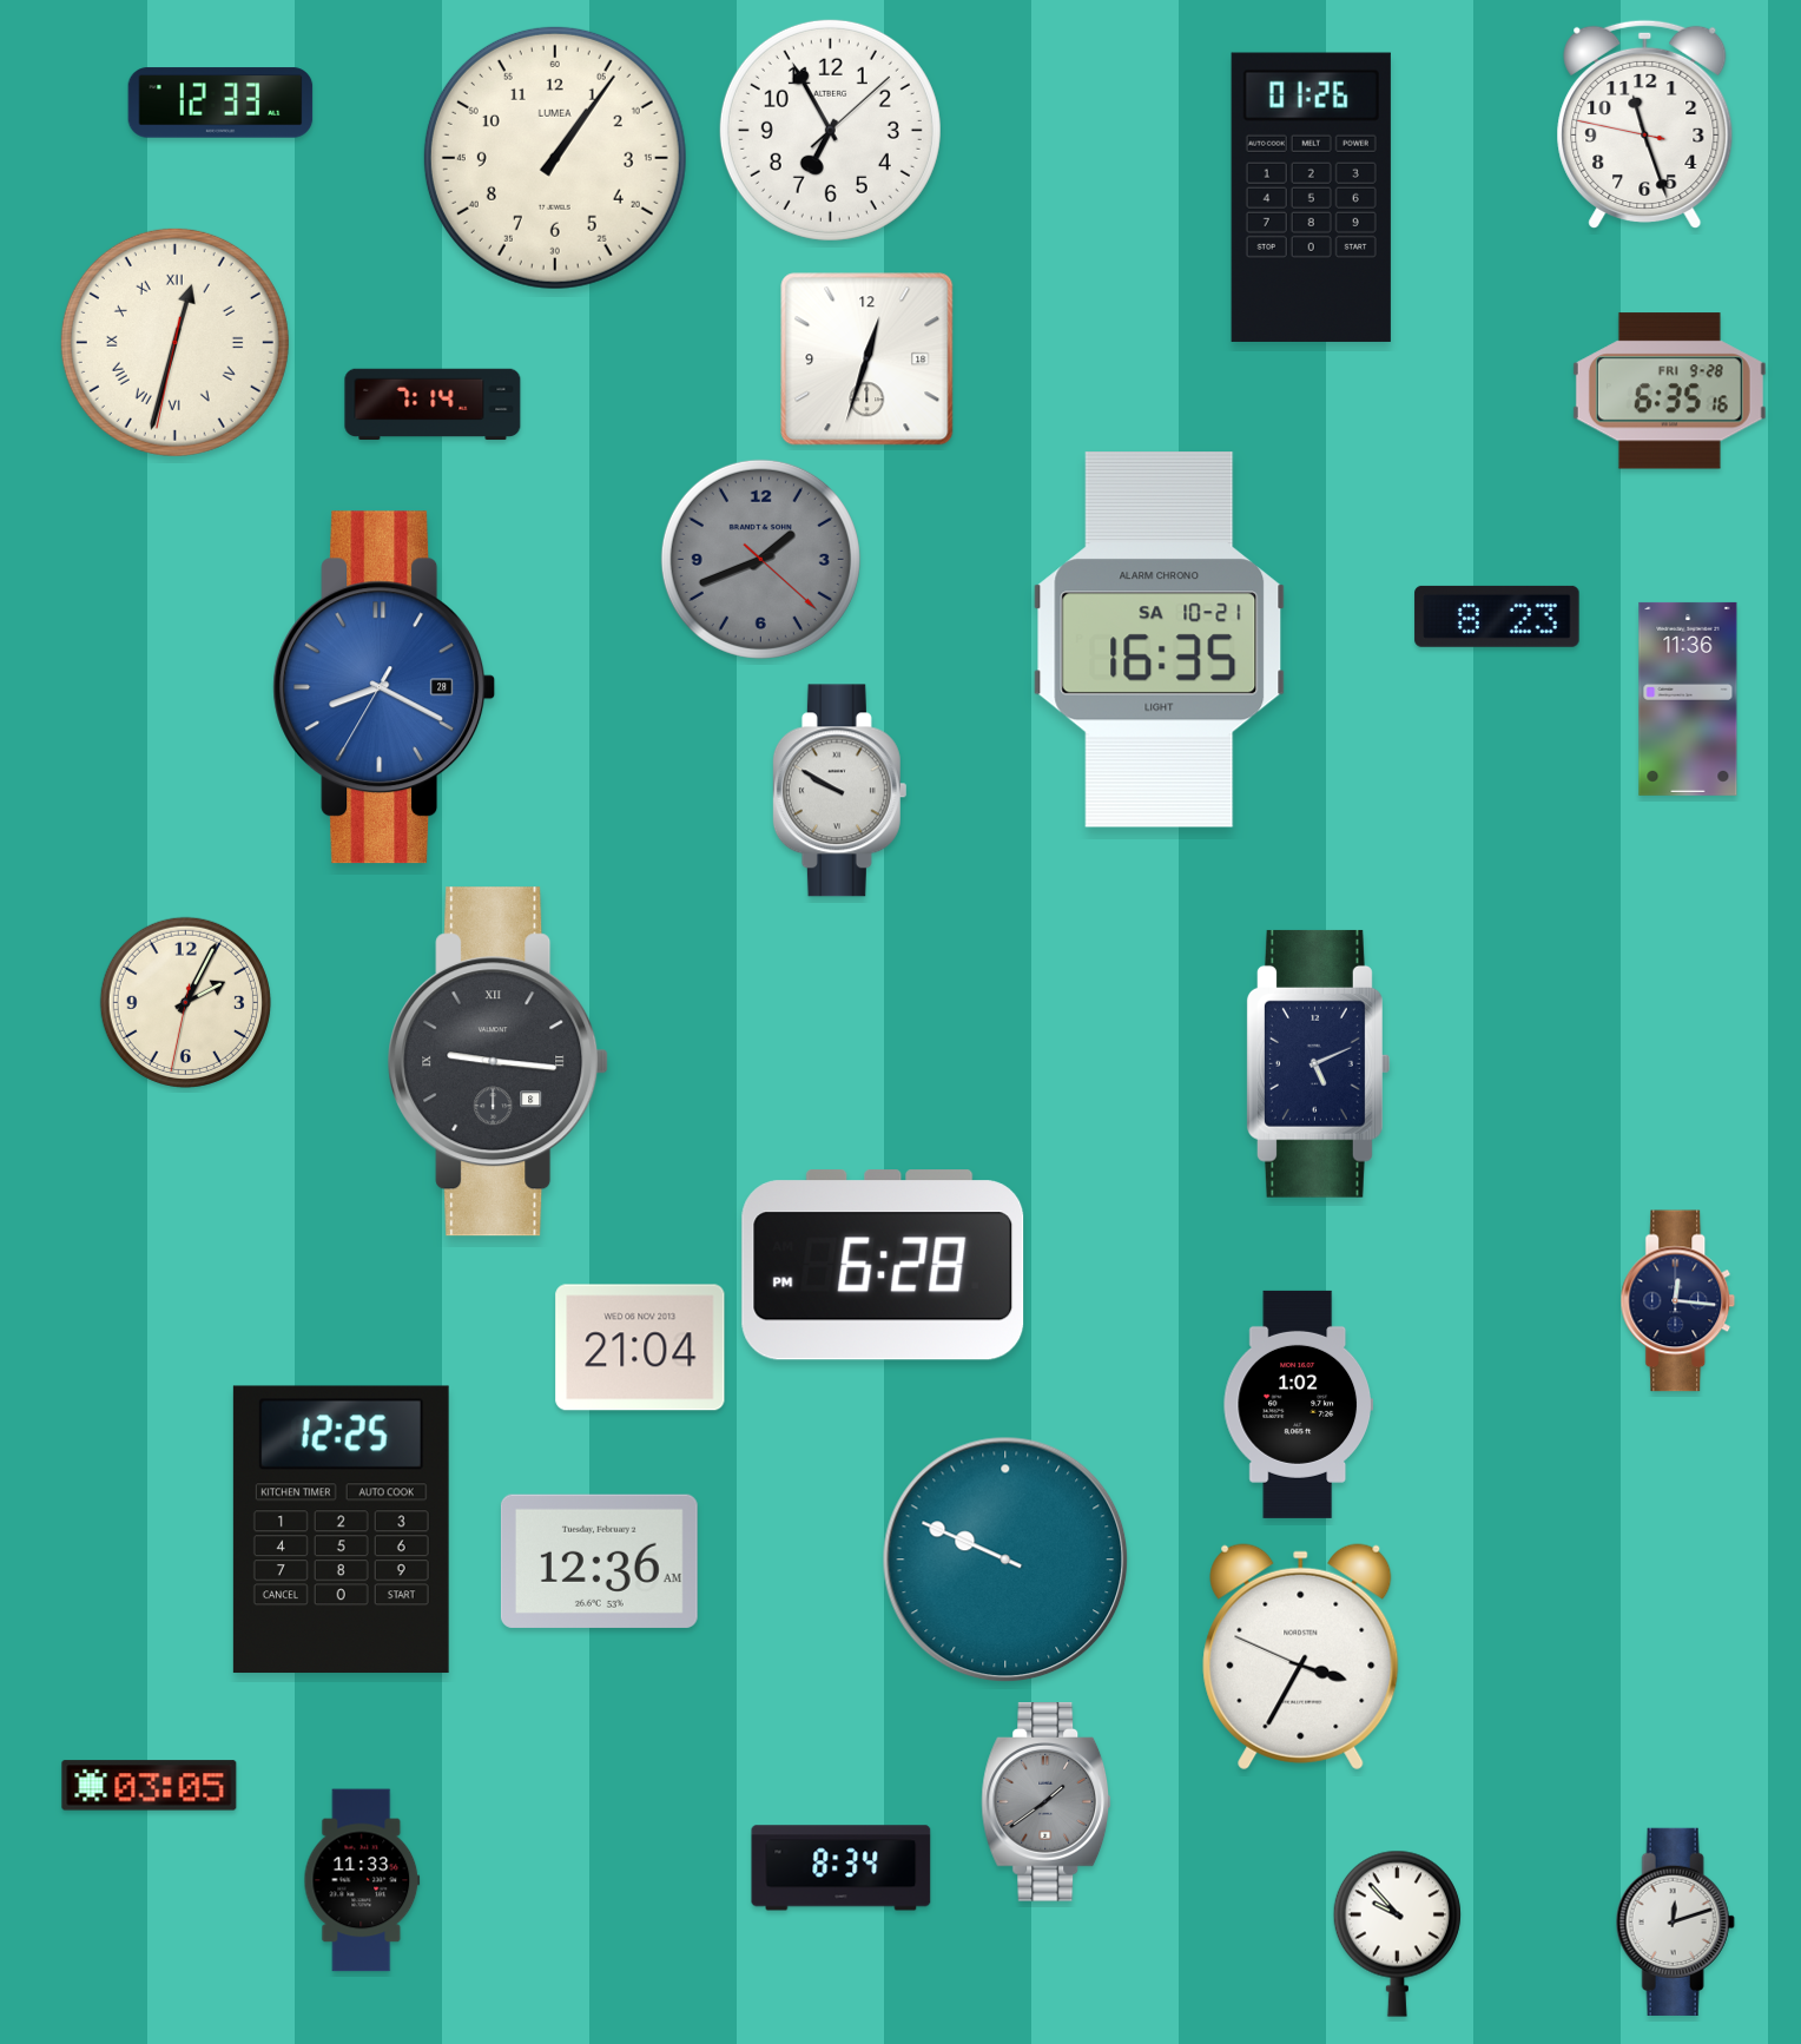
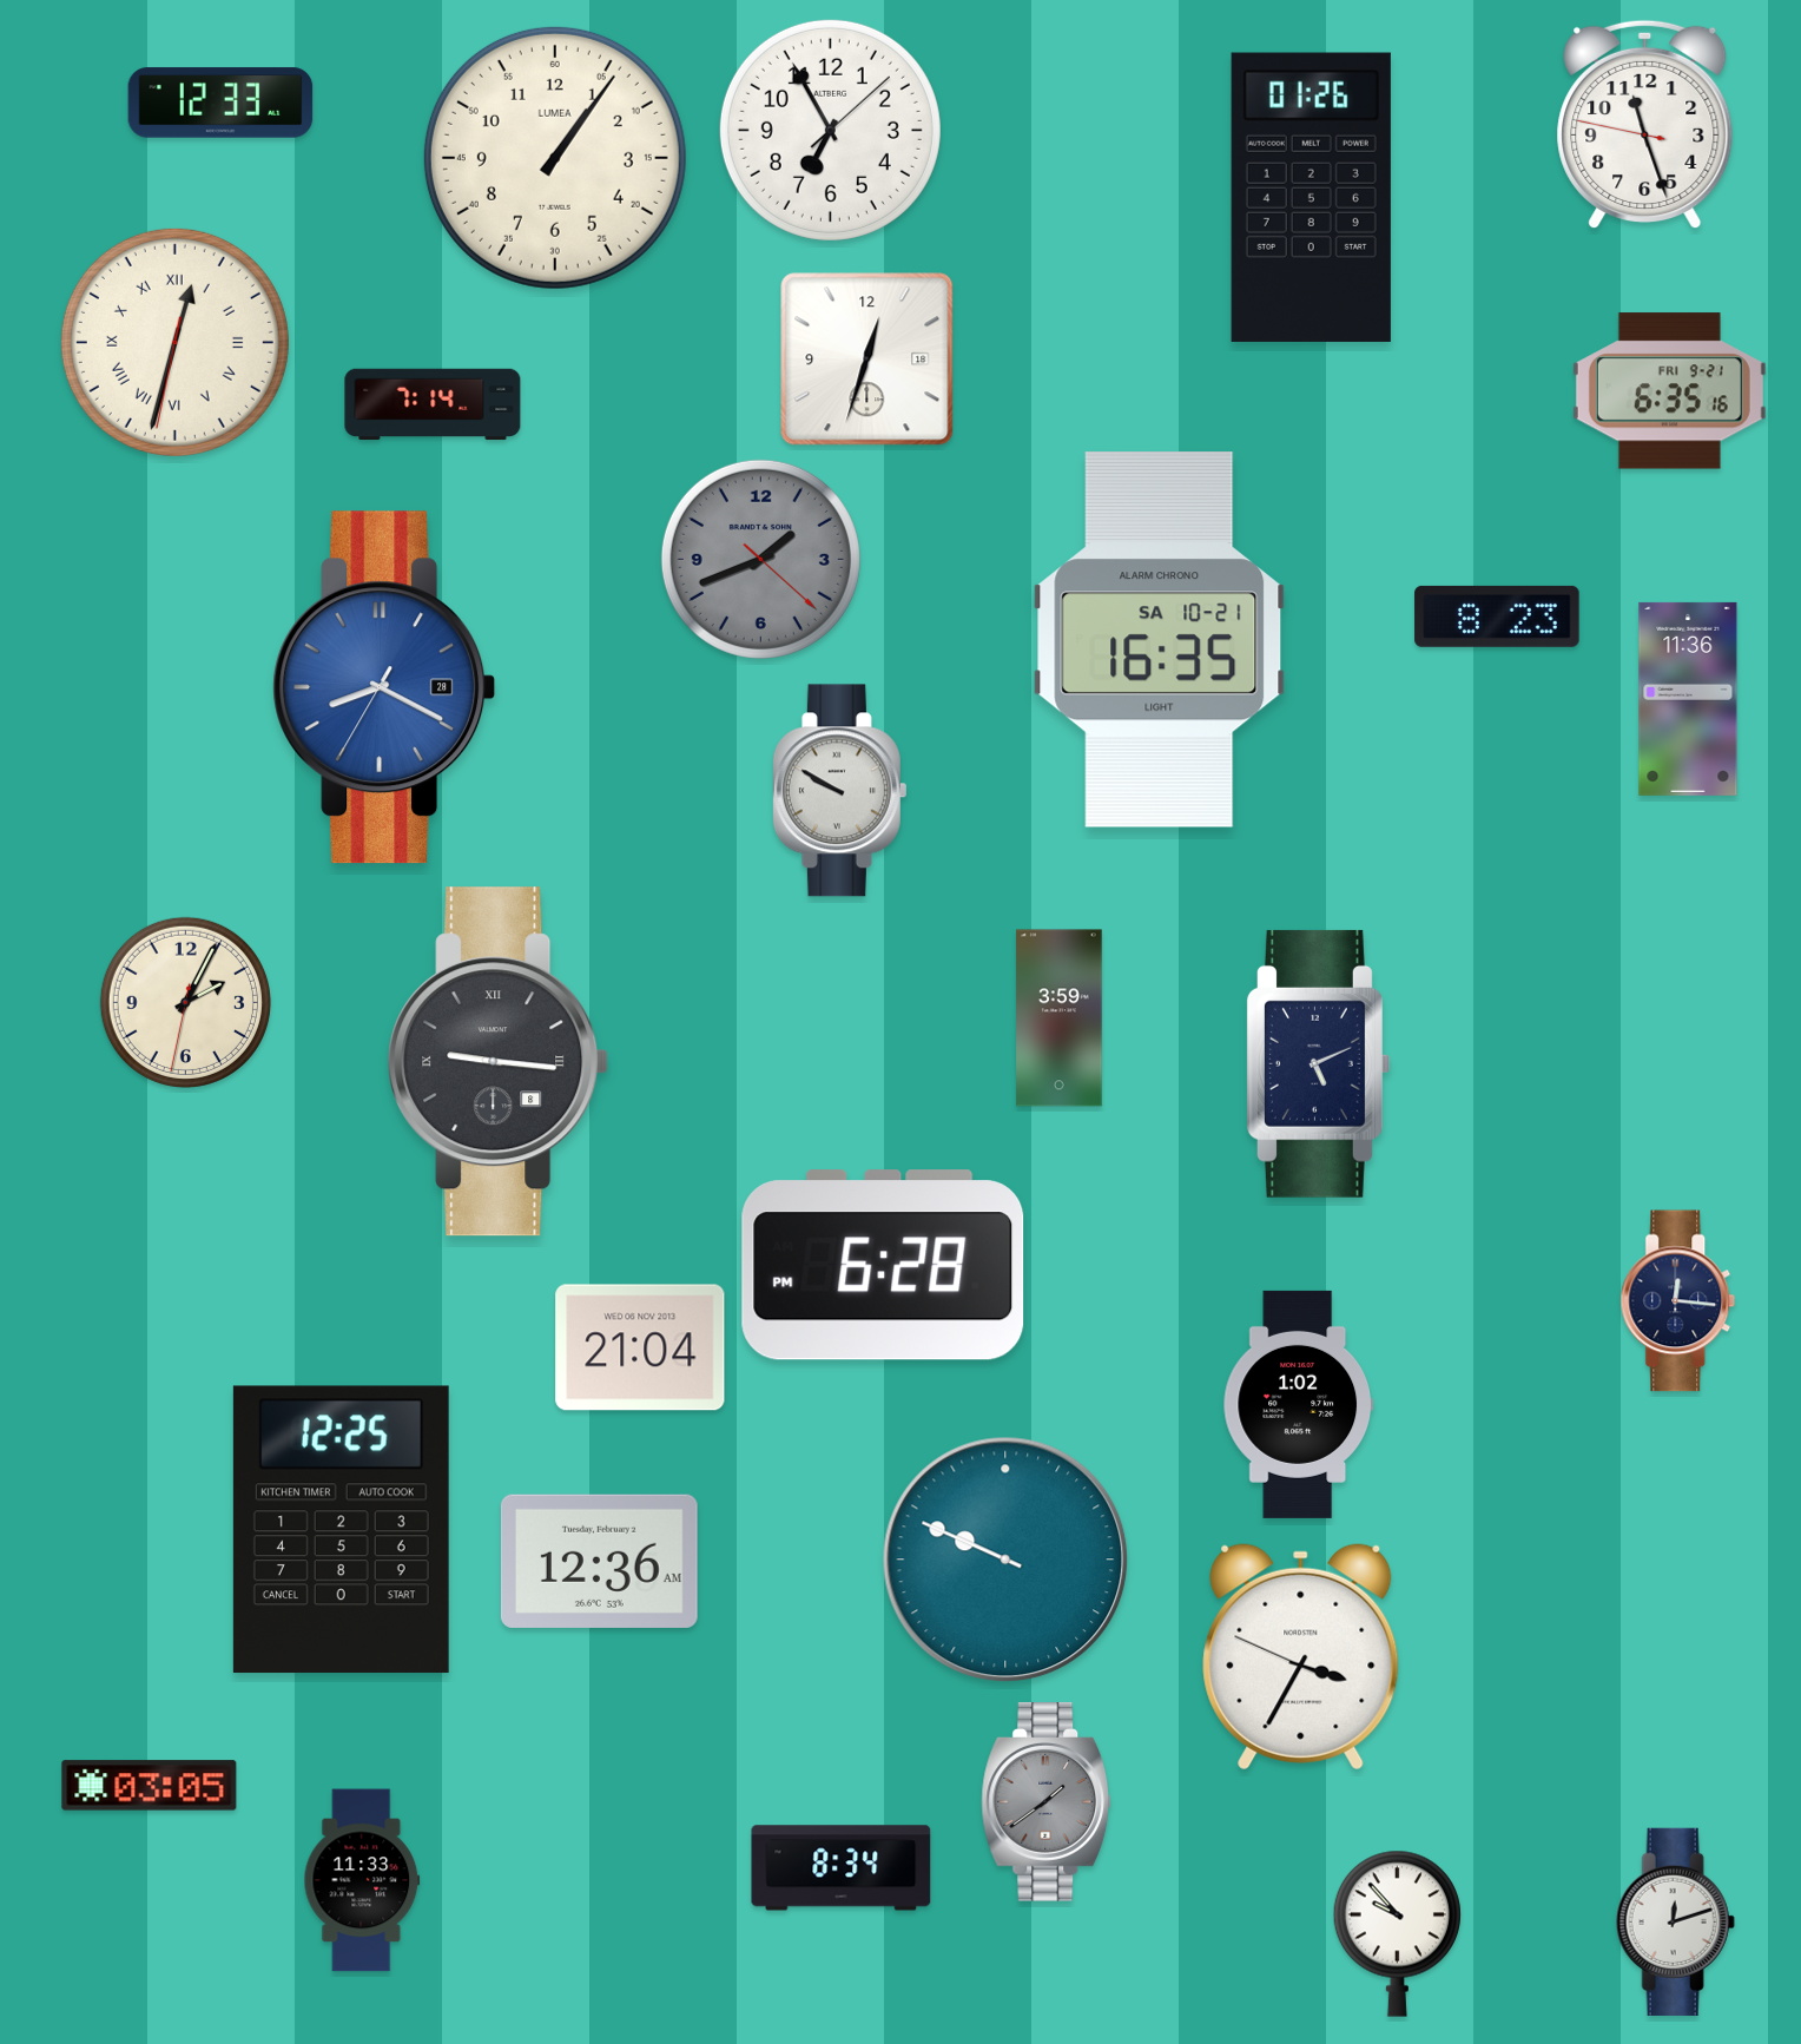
clock at (1669, 391) date: FRI 9-28 -> FRI 9-21
clock at (1060, 1018): none -> 3:59
